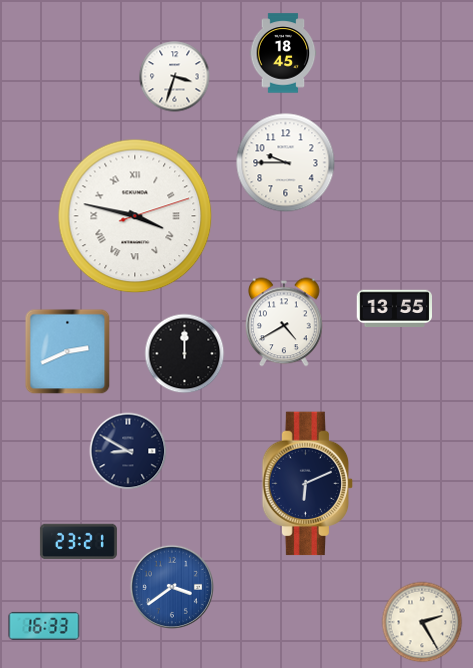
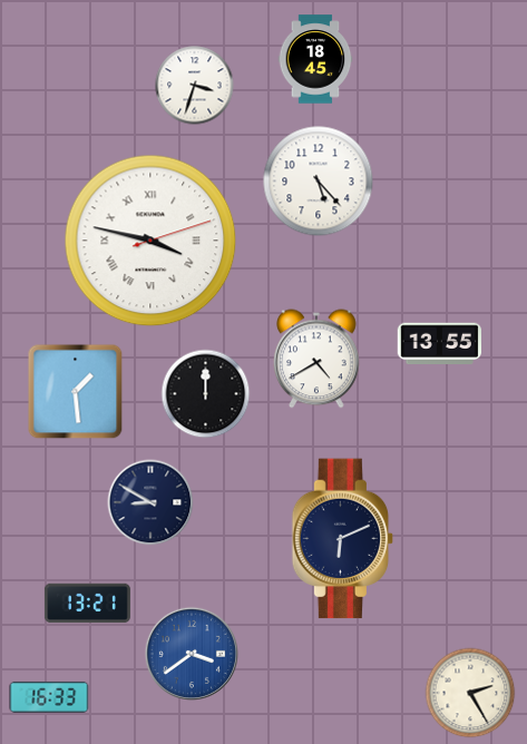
clock at (286, 163): 9:45 -> 5:23
clock at (68, 352): 2:41 -> 1:29
clock at (128, 451) position: (128, 451) -> (150, 502)
clock at (78, 542): 23:21 -> 13:21
